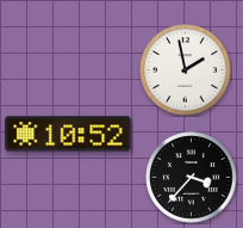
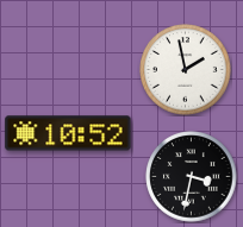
clock at (192, 178): 3:37 -> 3:32
